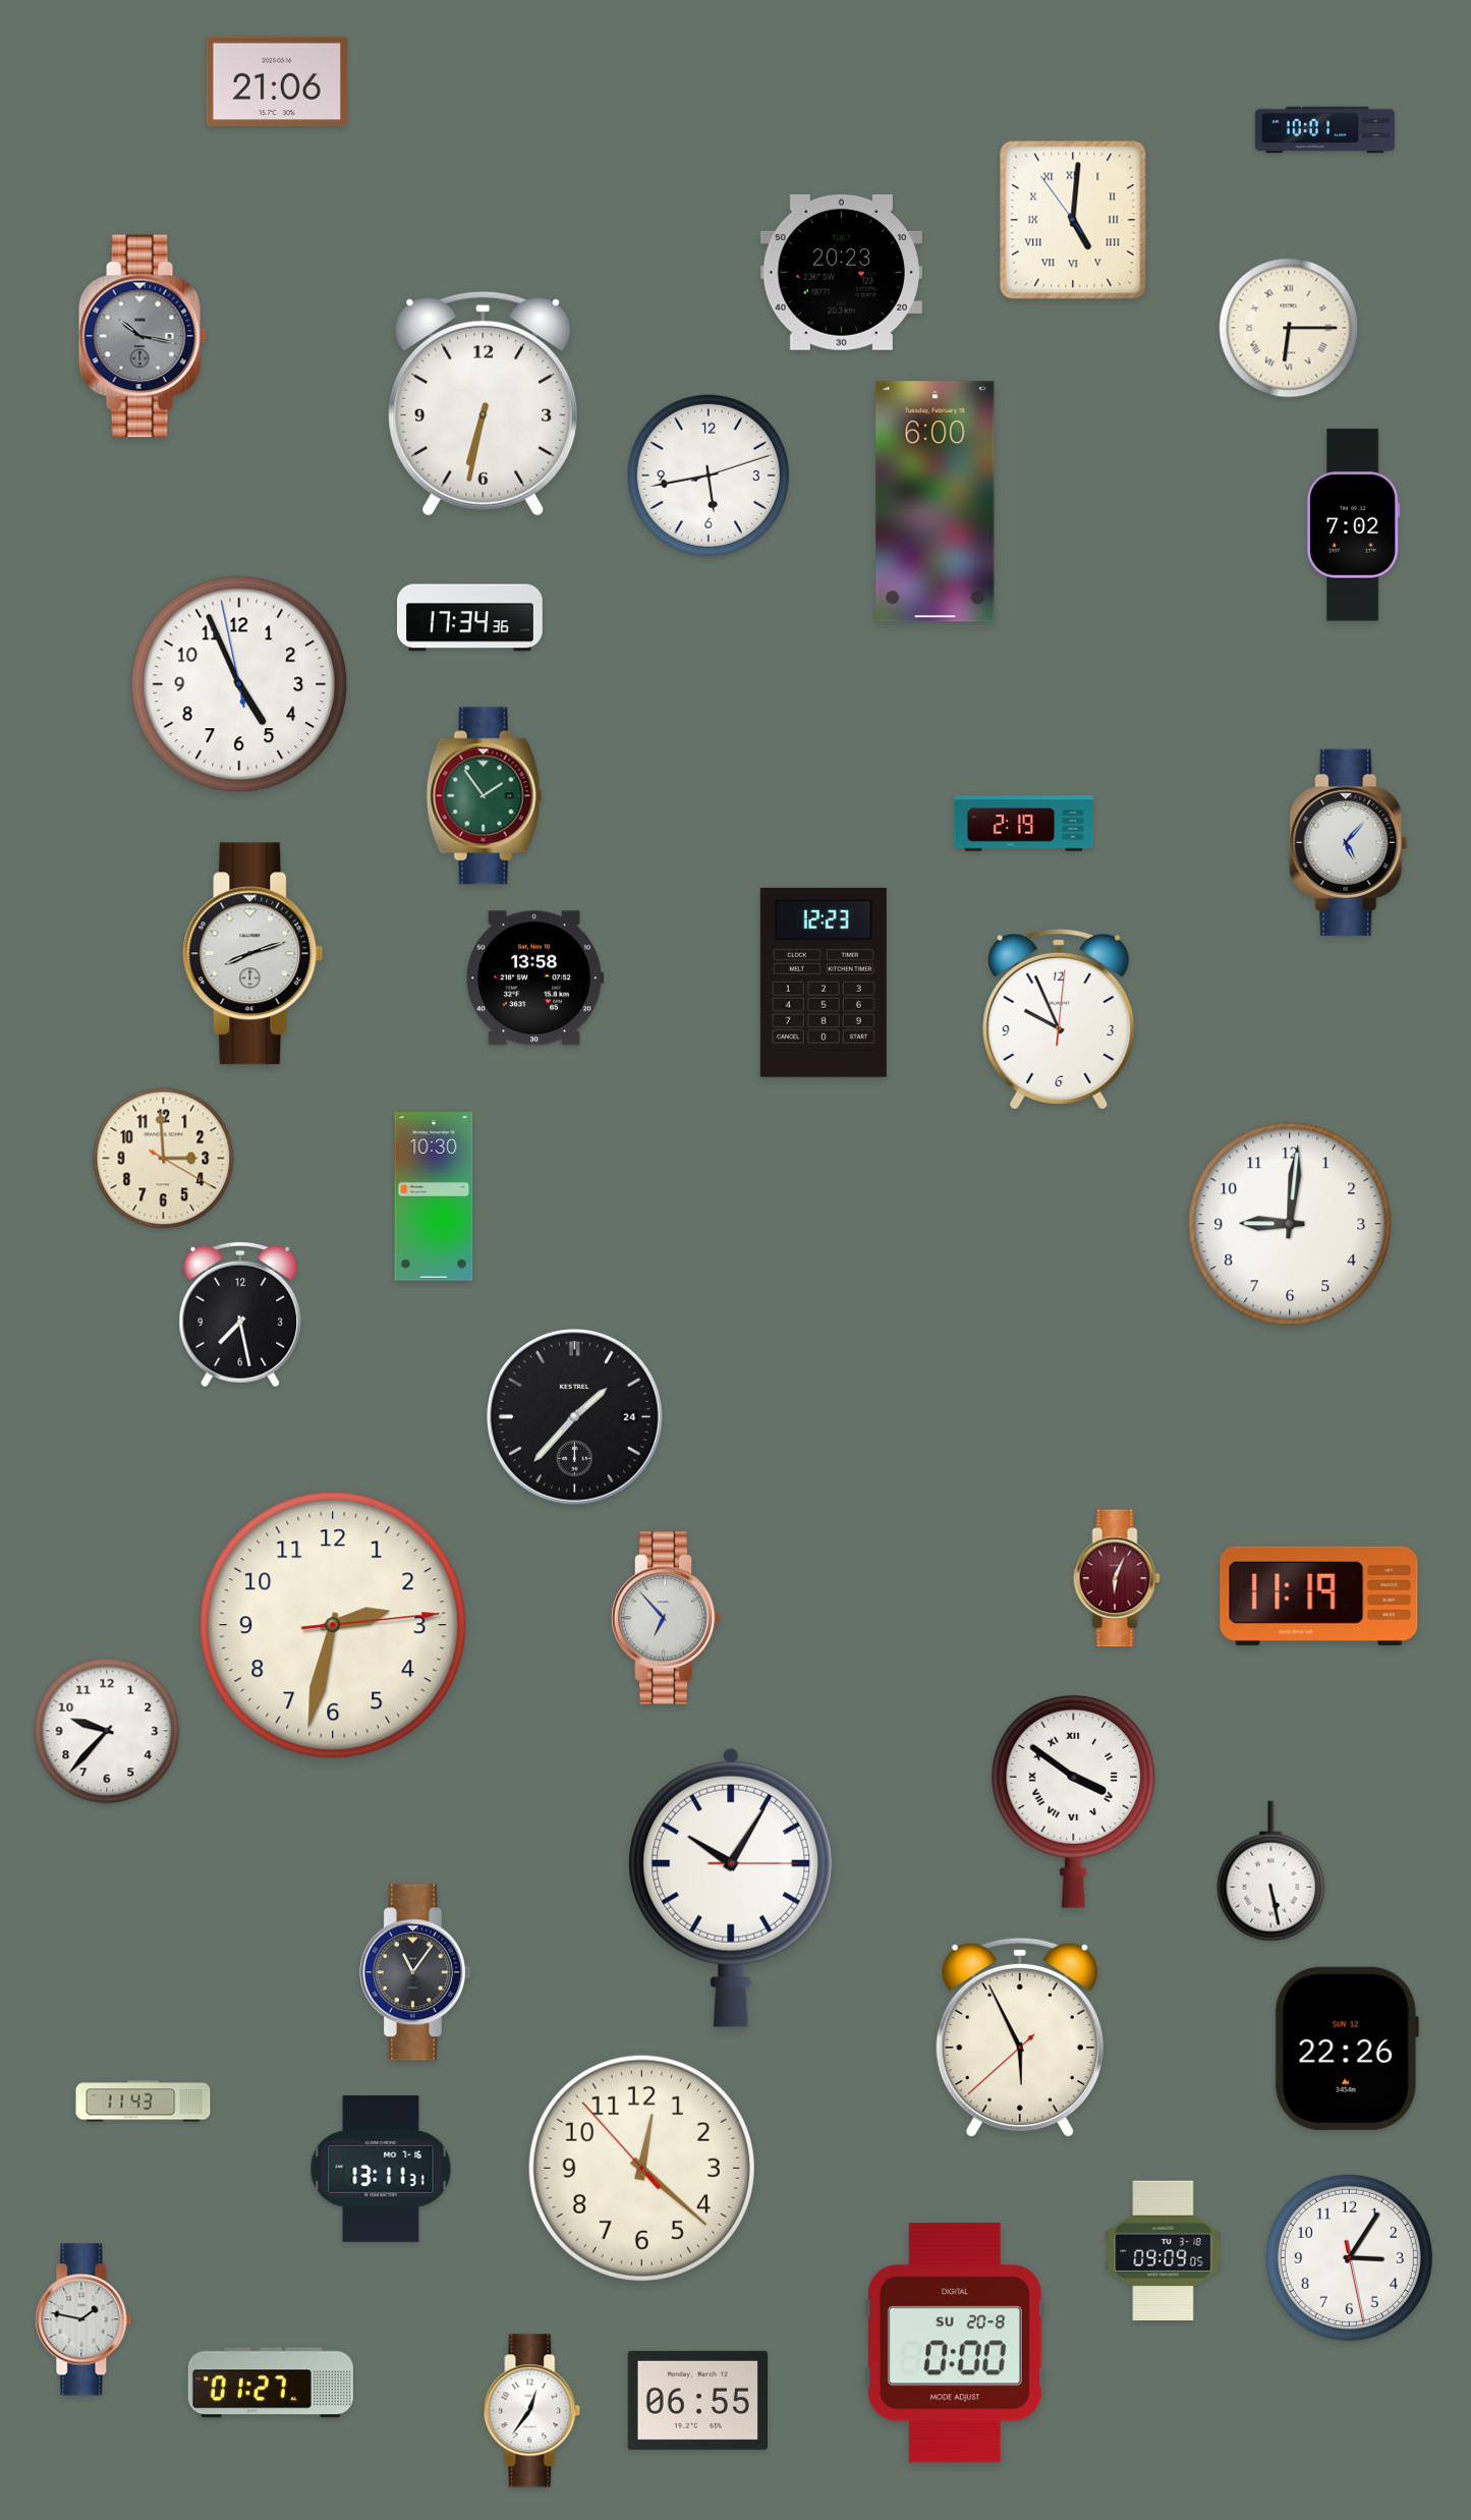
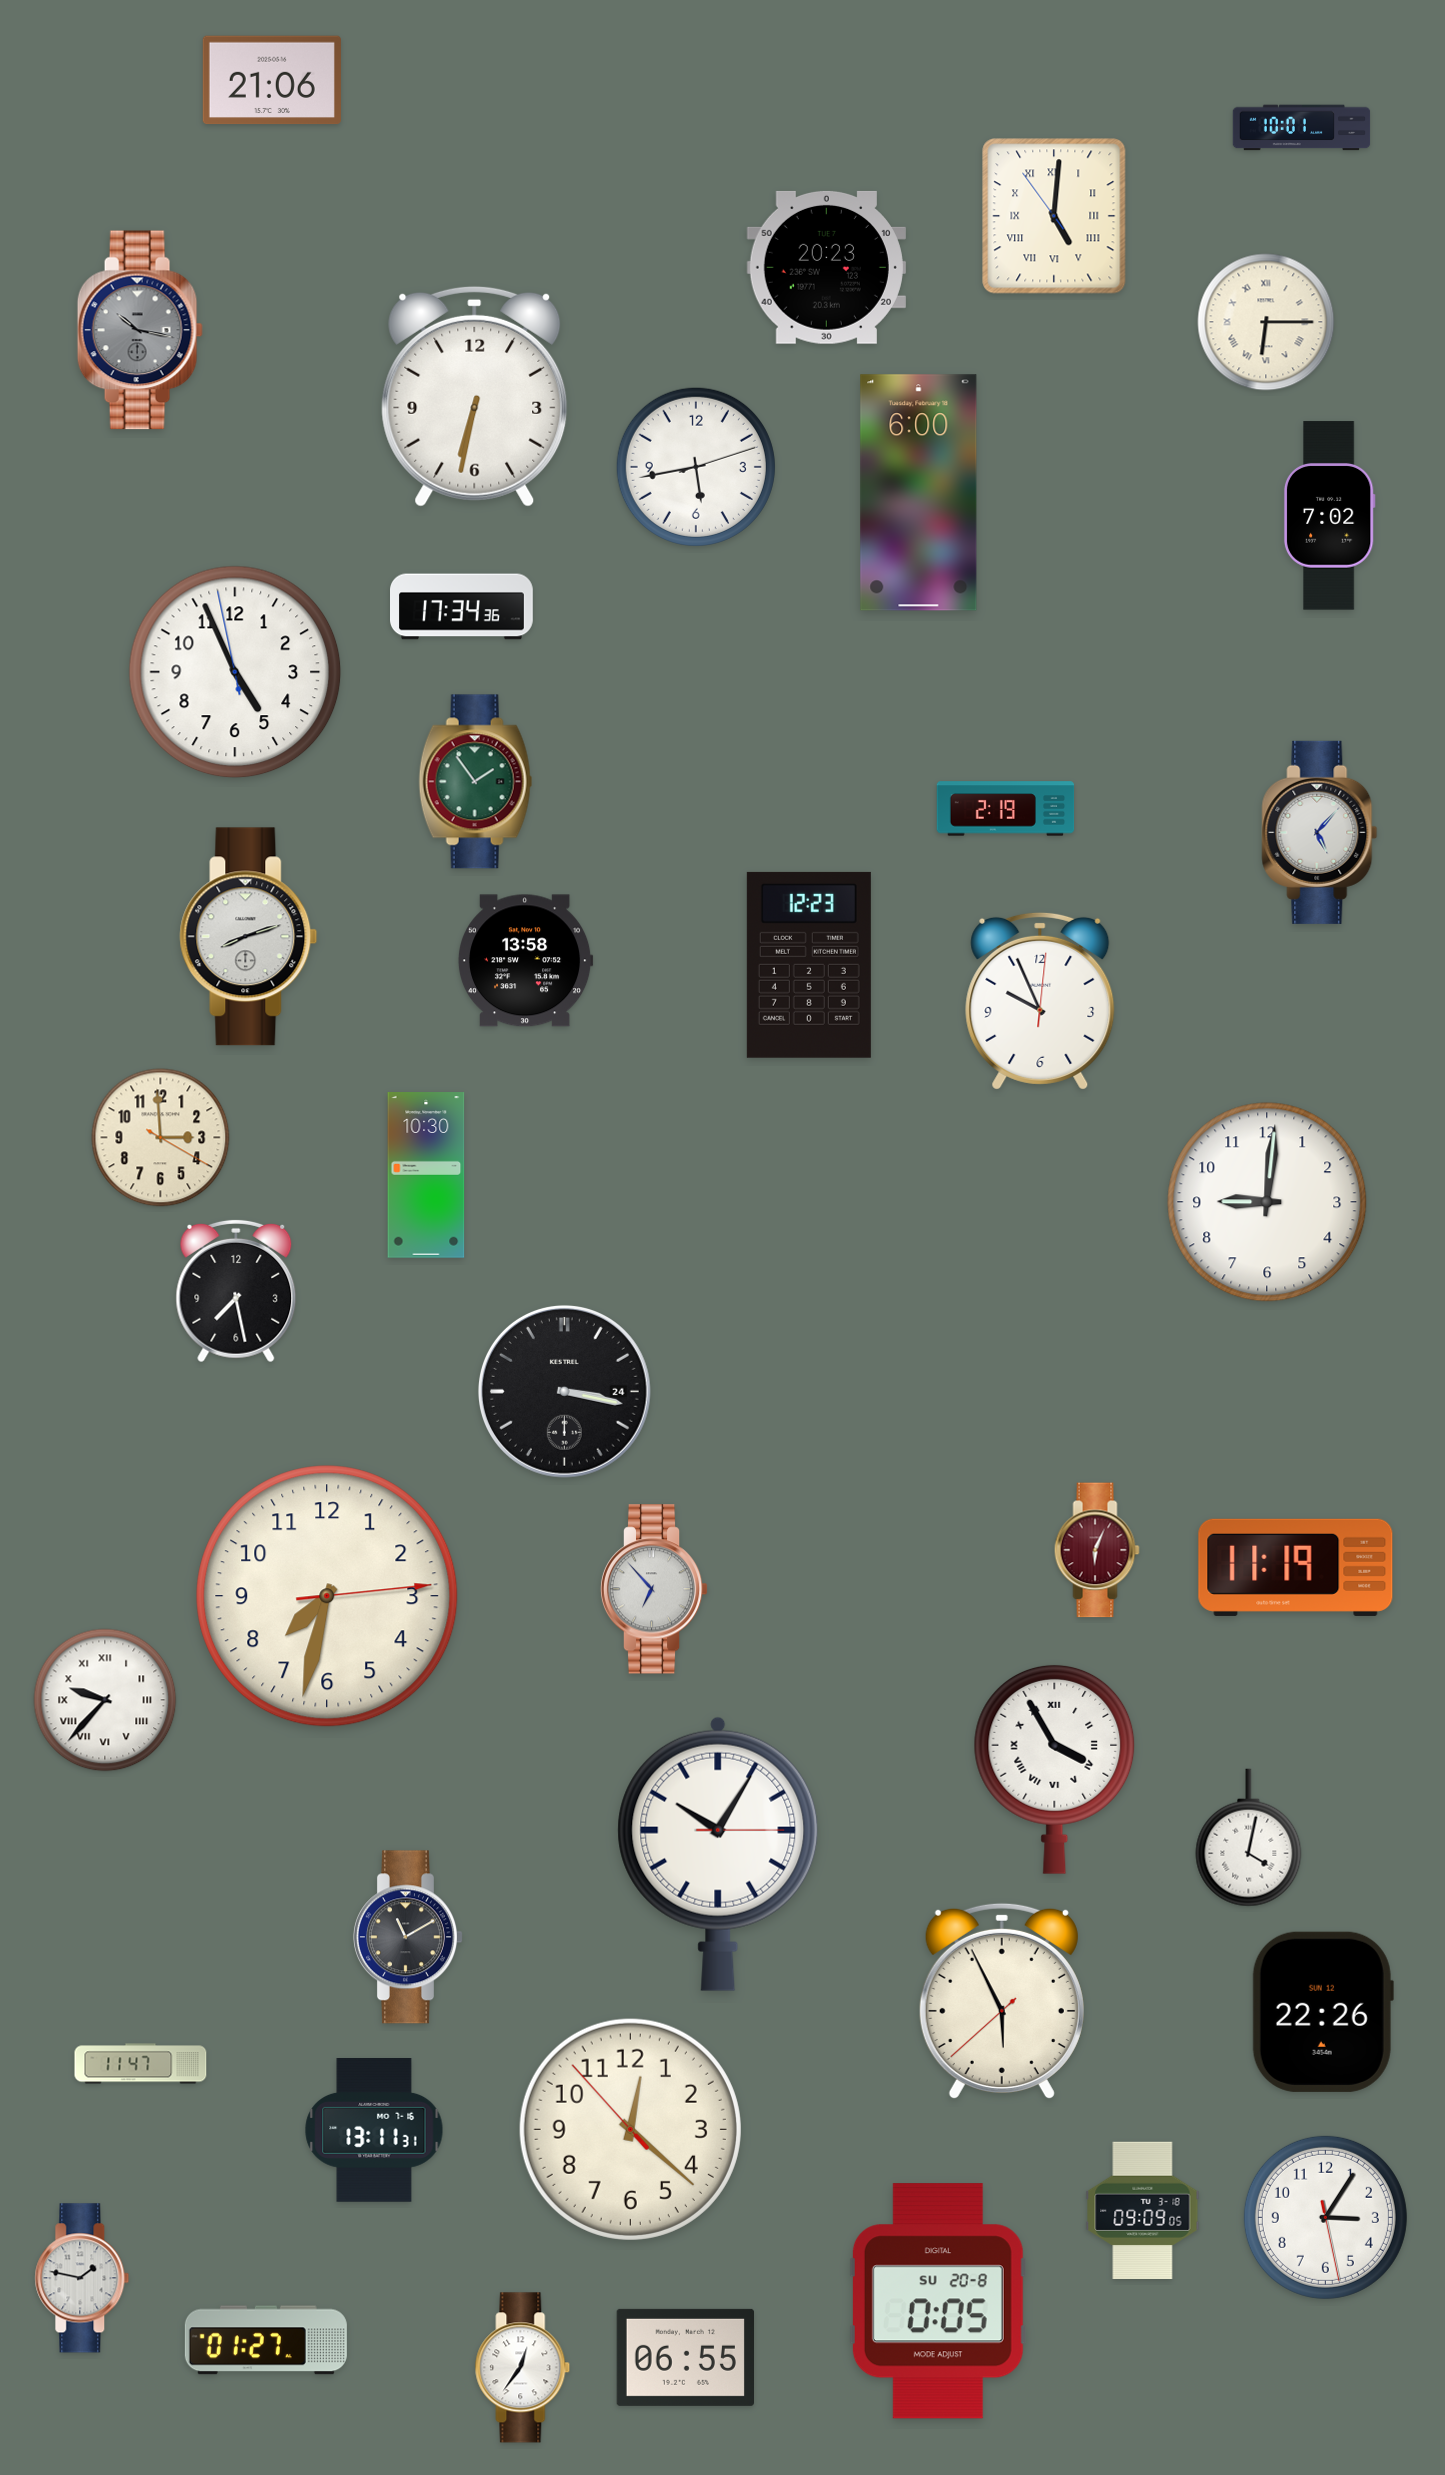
clock at (1349, 842) position: (1349, 842) -> (1320, 832)
clock at (574, 1416): 1:37 -> 3:17
clock at (333, 1625): 2:32 -> 7:32
clock at (107, 1731) numerals: Arabic -> Roman
clock at (1074, 1801): 3:51 -> 3:55
clock at (1271, 1871): 5:28 -> 4:02
clock at (415, 1972): 11:06 -> 11:10
clock at (144, 2102): 11:43 -> 11:47
clock at (955, 2343): 0:00 -> 0:05
